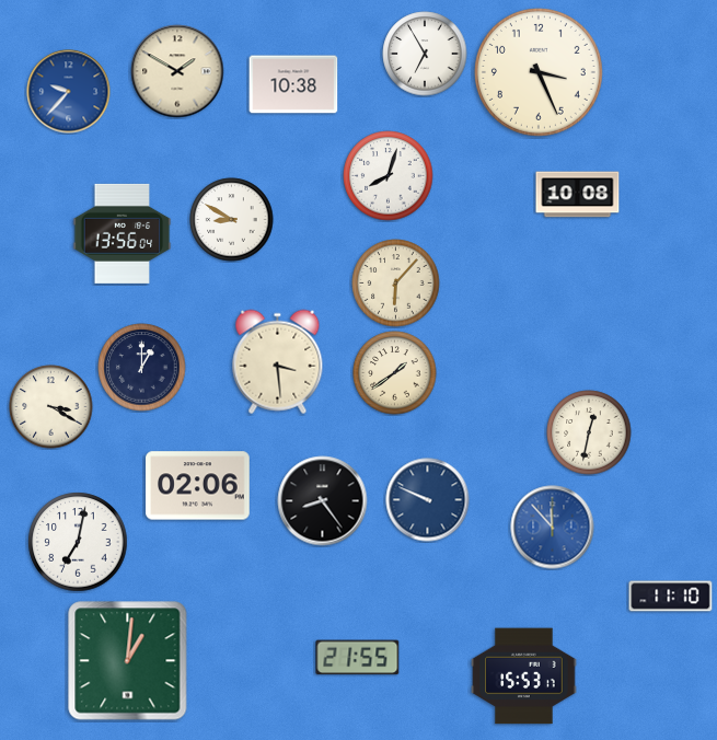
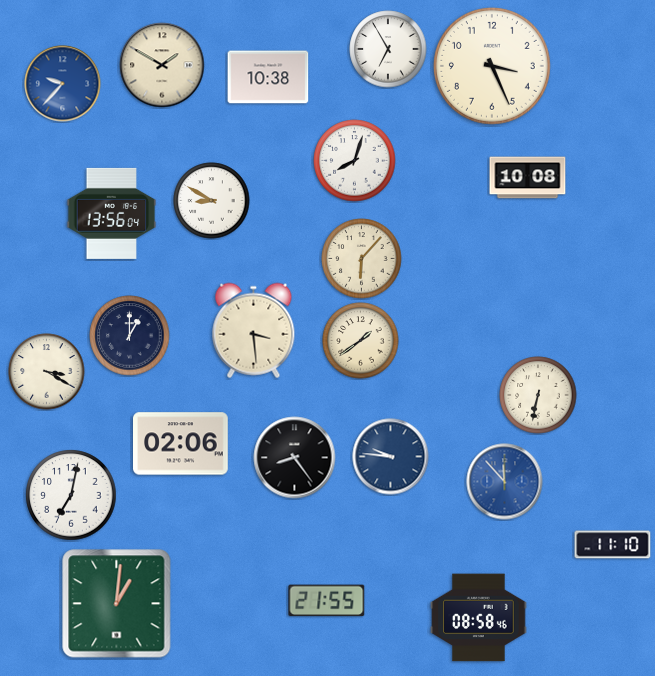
clock at (589, 432): 12:32 -> 6:32
clock at (428, 500): 9:49 -> 9:46
clock at (524, 677): 15:53 -> 08:58
